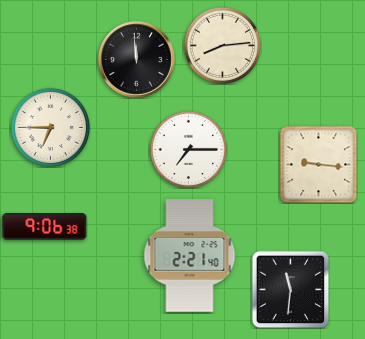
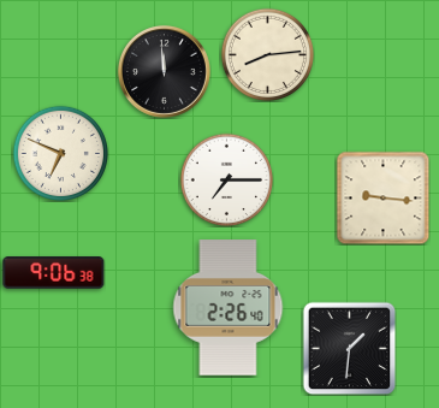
clock at (50, 127): 6:45 -> 6:49
clock at (190, 256): 2:21 -> 2:26
clock at (290, 289): 11:31 -> 1:31
